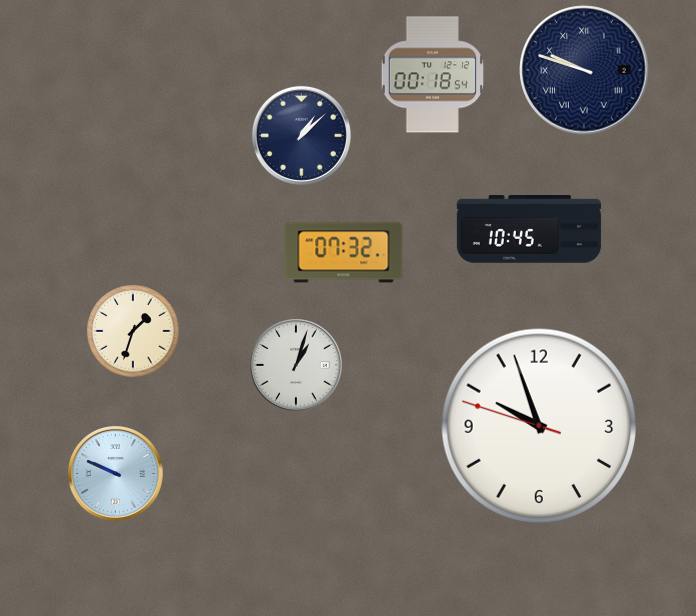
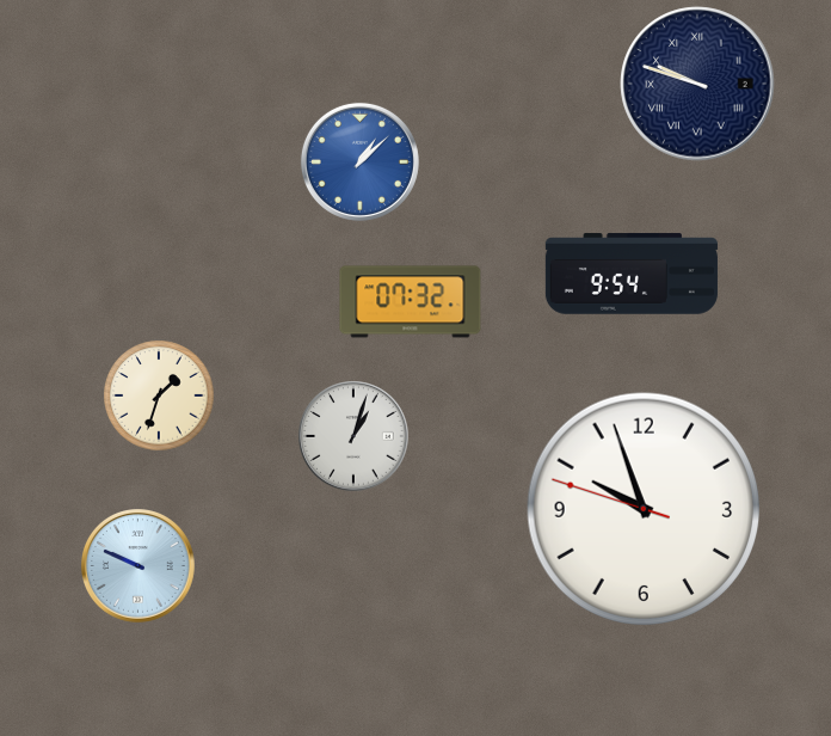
clock at (432, 75): 00:18 -> none
clock at (301, 135) dial: navy -> blue
clock at (529, 229): 10:45 -> 9:54
